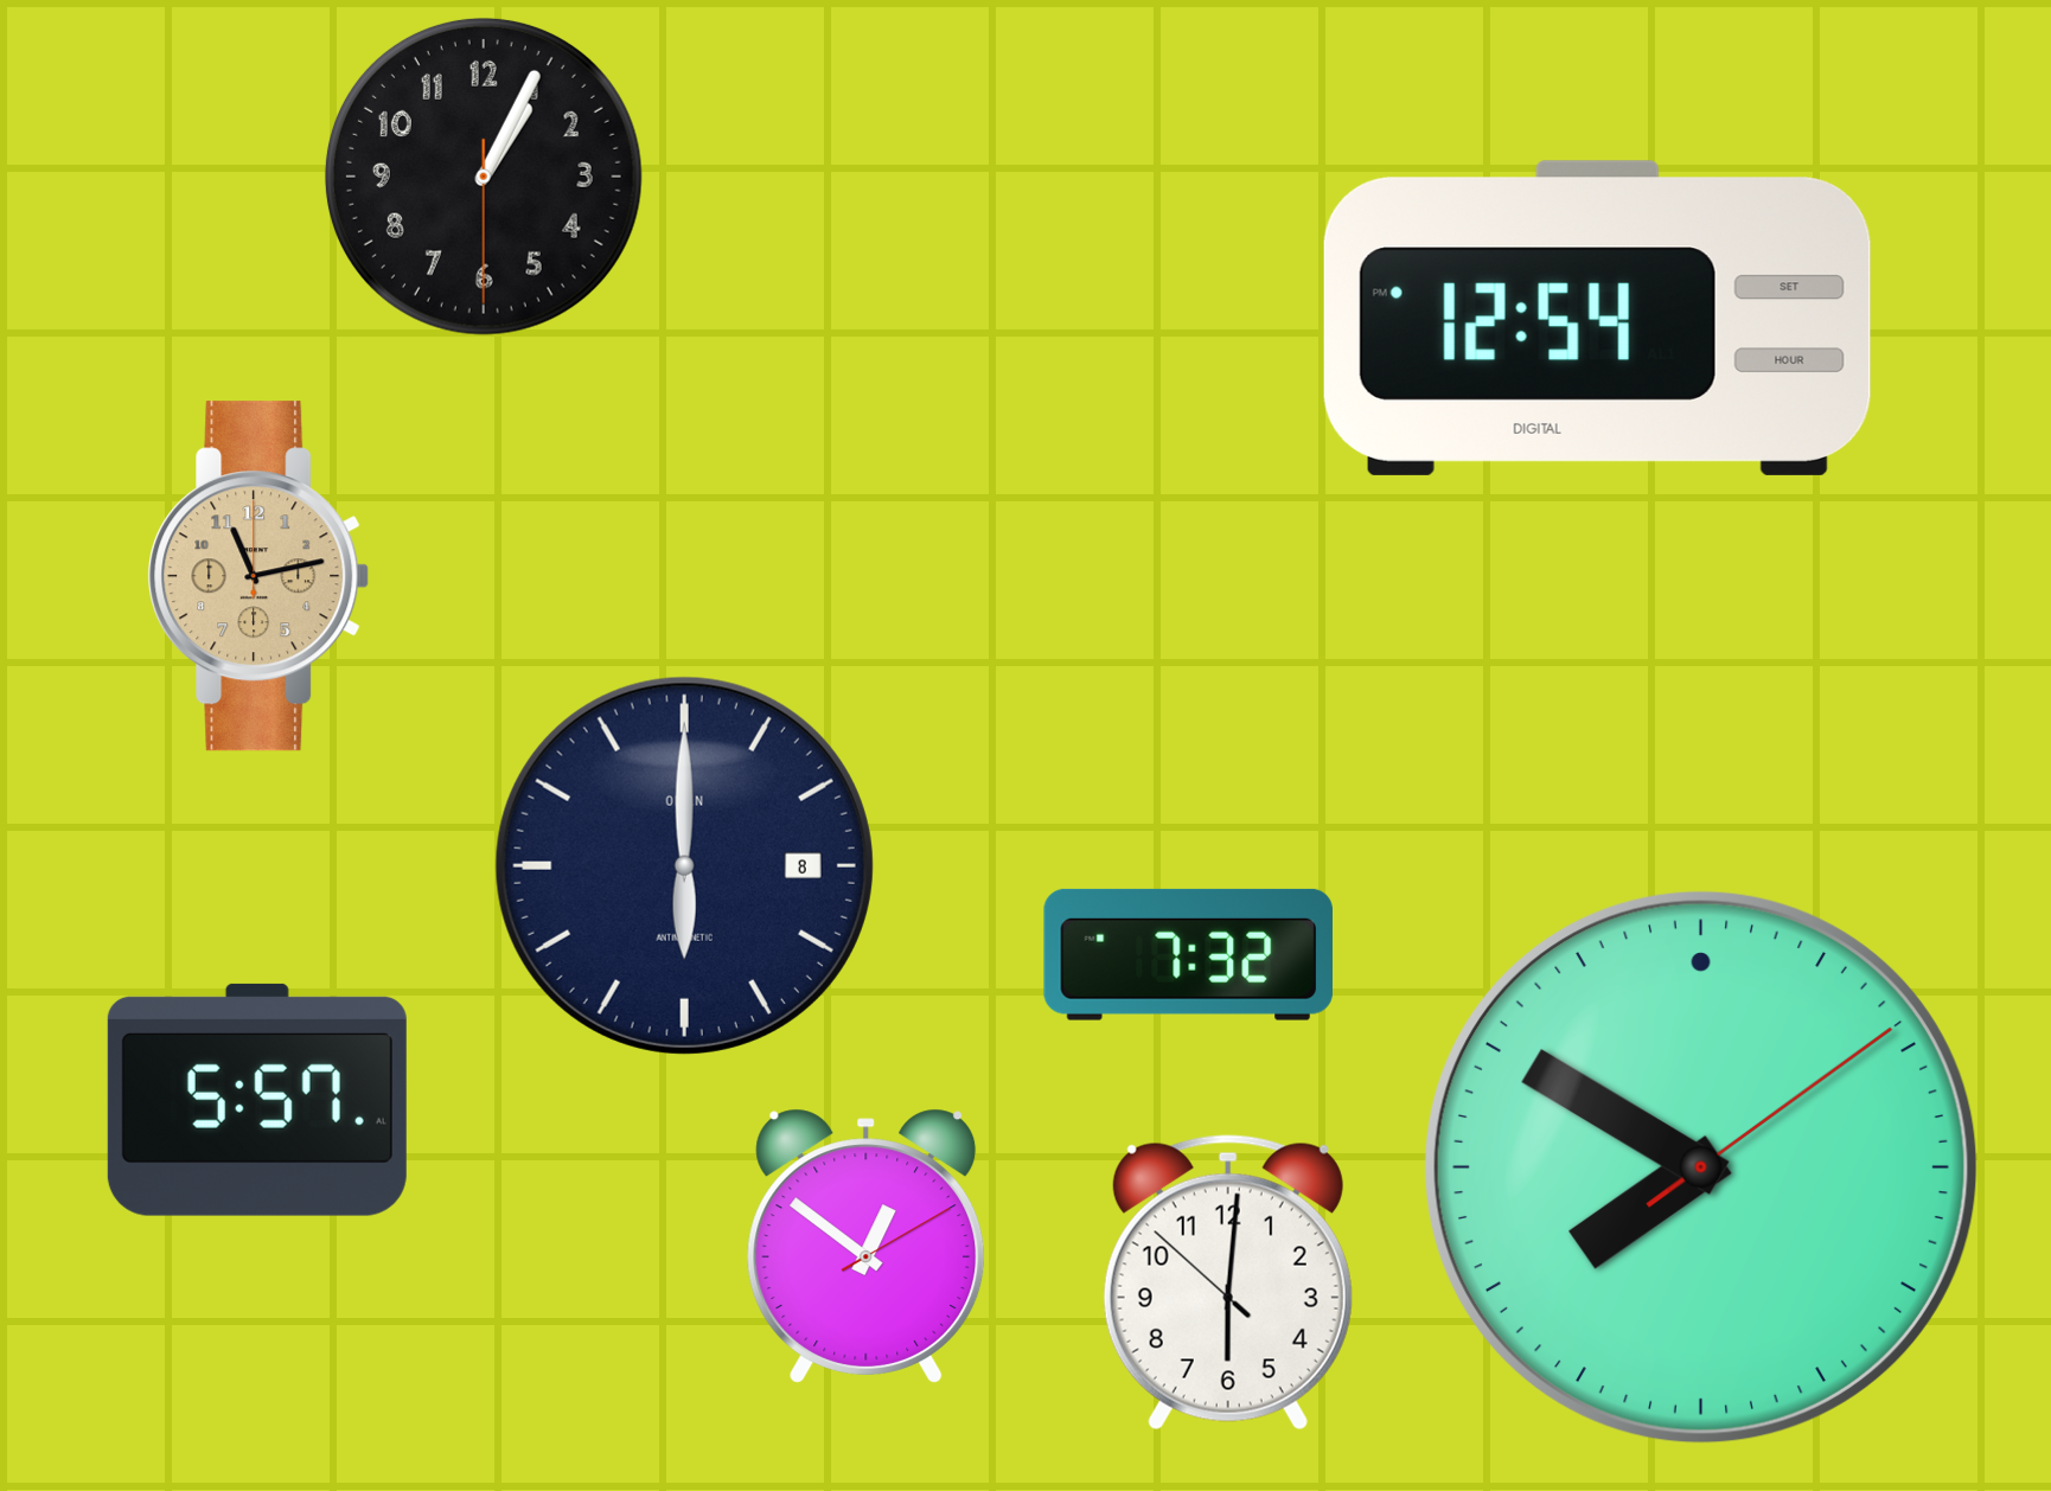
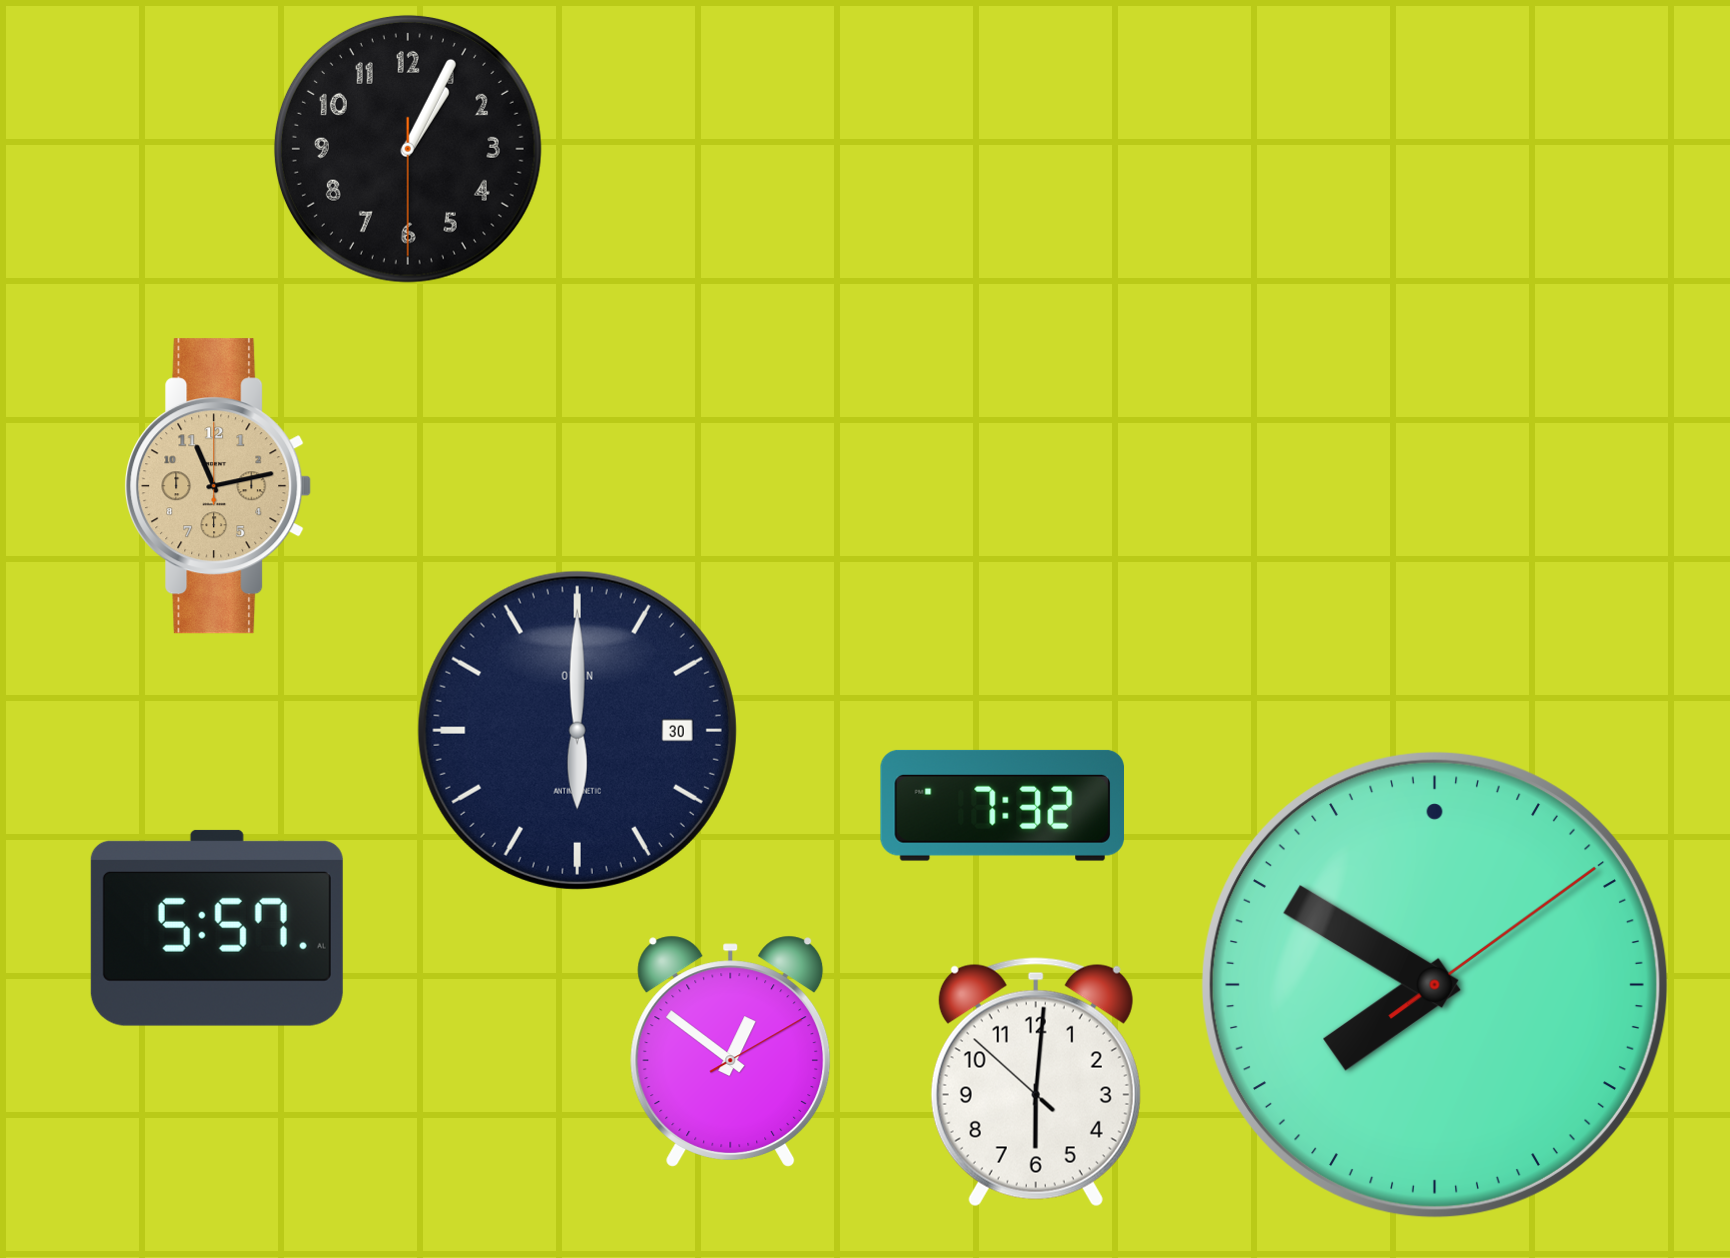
clock at (1597, 318): 12:54 -> none
clock at (684, 865) date: 8 -> 30
